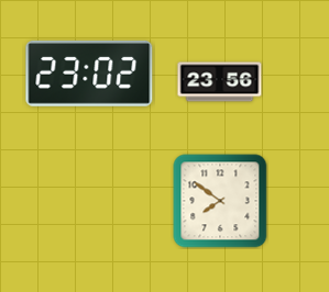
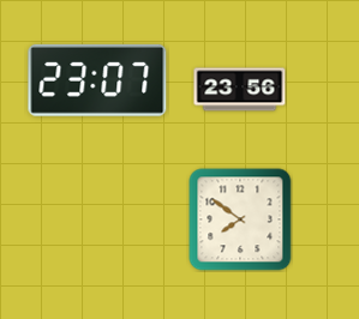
clock at (89, 74): 23:02 -> 23:07
